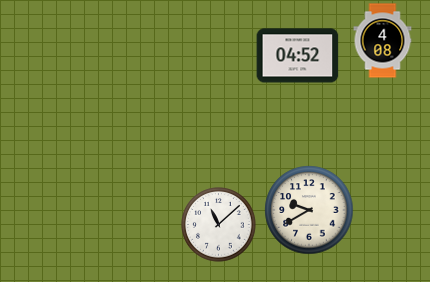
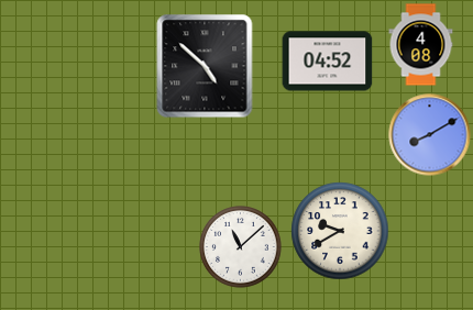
clock at (205, 66): none -> 4:52
clock at (430, 135): none -> 8:10
